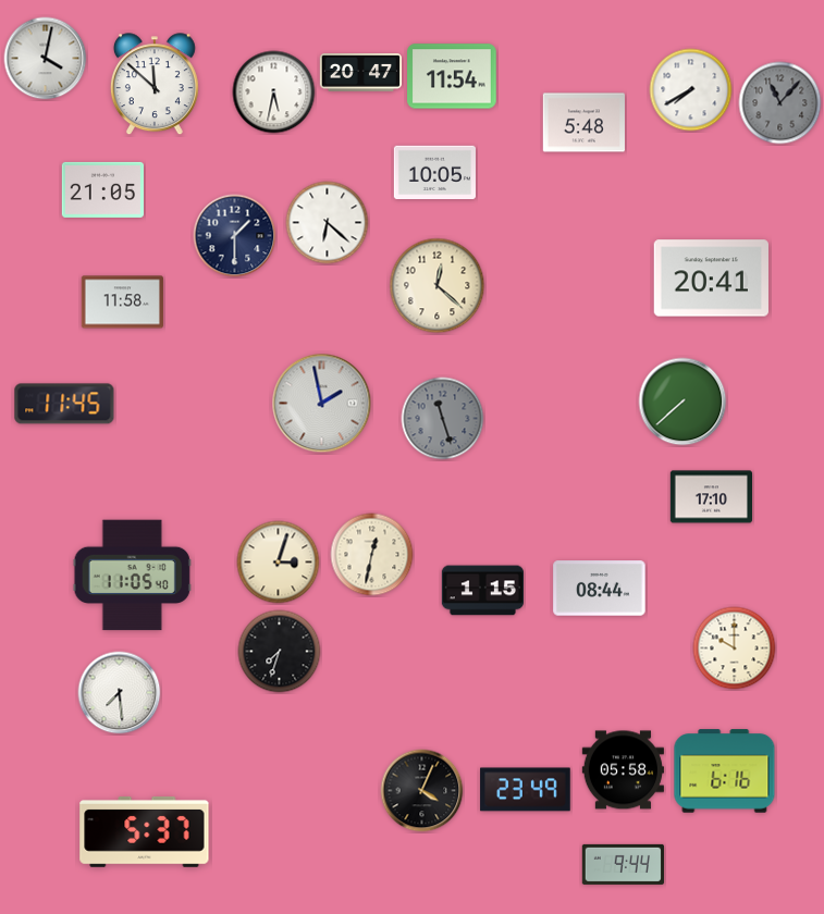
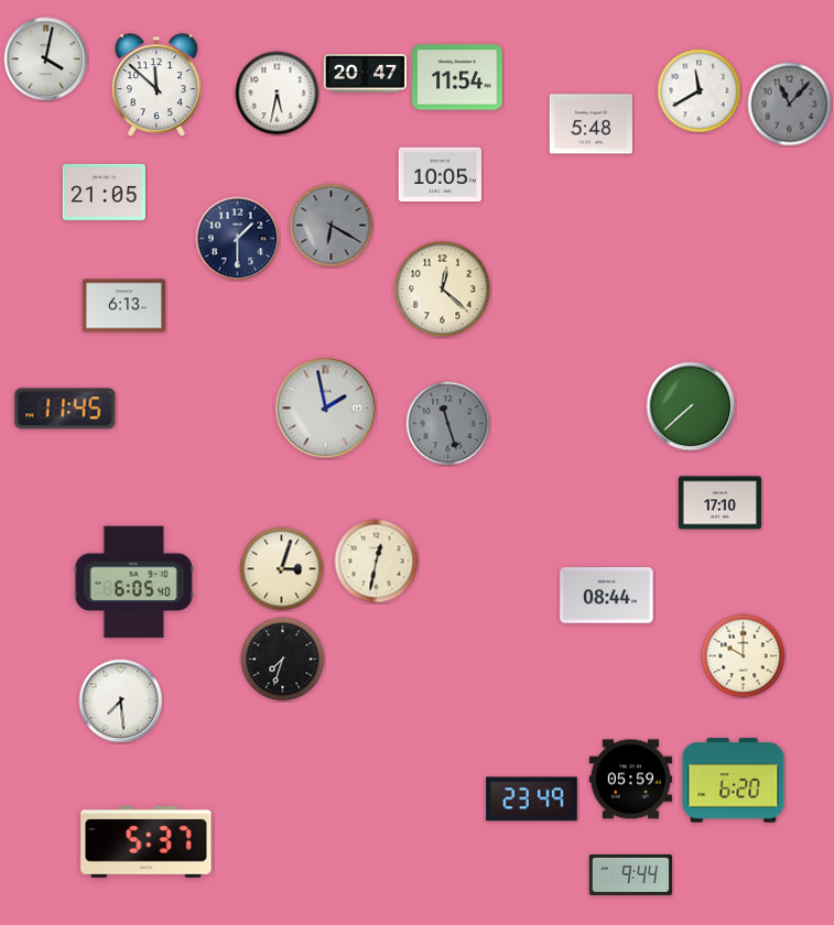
clock at (691, 90): 7:40 -> 11:40
clock at (328, 223): 6:22 -> 6:20
clock at (328, 223) dial: white -> grey
clock at (711, 279): 20:41 -> none
clock at (122, 302): 11:58 -> 6:13
clock at (132, 576): 11:05 -> 6:05
clock at (482, 591): 1:15 -> none
clock at (623, 770): 05:58 -> 05:59
clock at (725, 771): 6:16 -> 6:20
clock at (422, 791): 4:04 -> none
